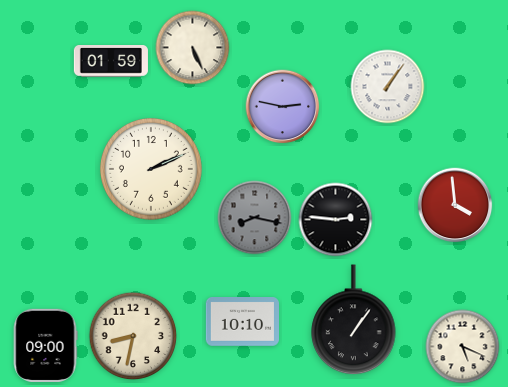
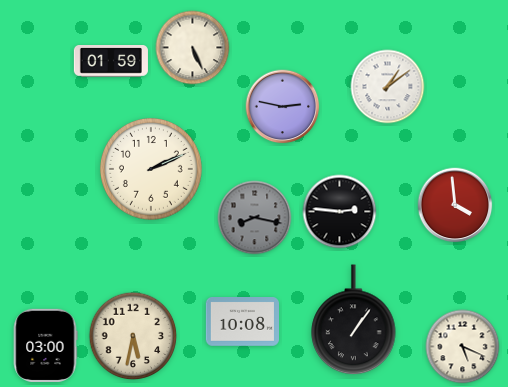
clock at (388, 87): 1:06 -> 1:09
clock at (336, 220) position: (336, 220) -> (340, 212)
clock at (242, 322): 10:10 -> 10:08
clock at (133, 336): 8:32 -> 5:32
clock at (45, 345): 09:00 -> 03:00
